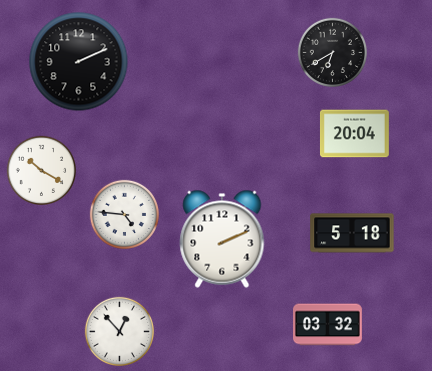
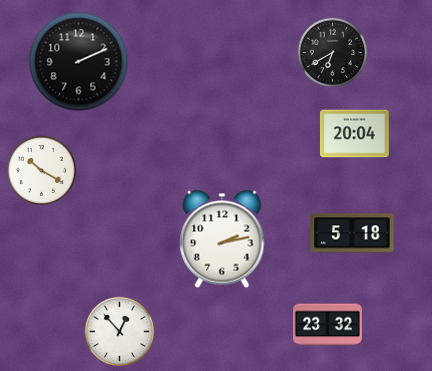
clock at (124, 214): 4:46 -> none
clock at (222, 239): 2:11 -> 2:13
clock at (328, 325): 03:32 -> 23:32
